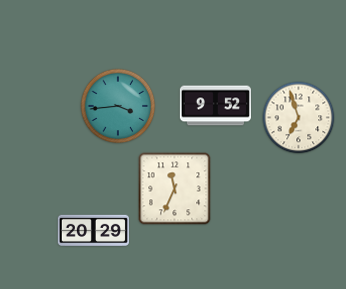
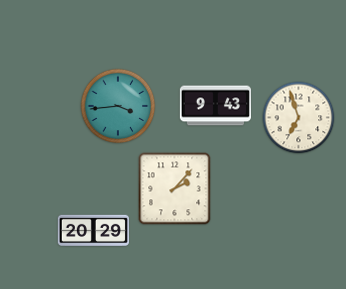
clock at (215, 106): 9:52 -> 9:43
clock at (175, 189): 11:34 -> 2:07
